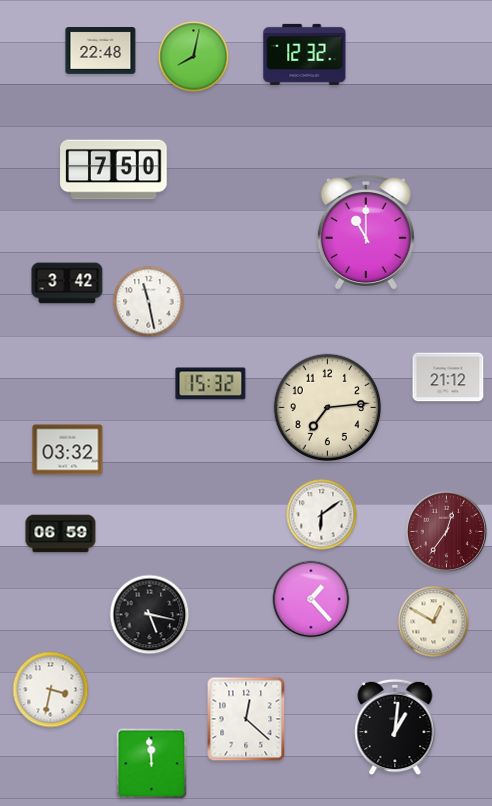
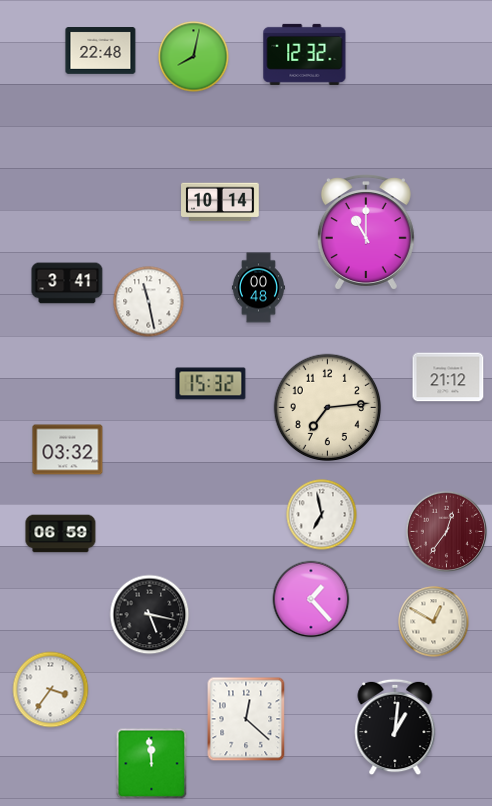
clock at (114, 170): 7:50 -> none
clock at (221, 202): none -> 10:14
clock at (67, 283): 3:42 -> 3:41
clock at (258, 288): none -> 00:48
clock at (322, 515): 6:09 -> 6:58
clock at (51, 690): 3:32 -> 3:36
